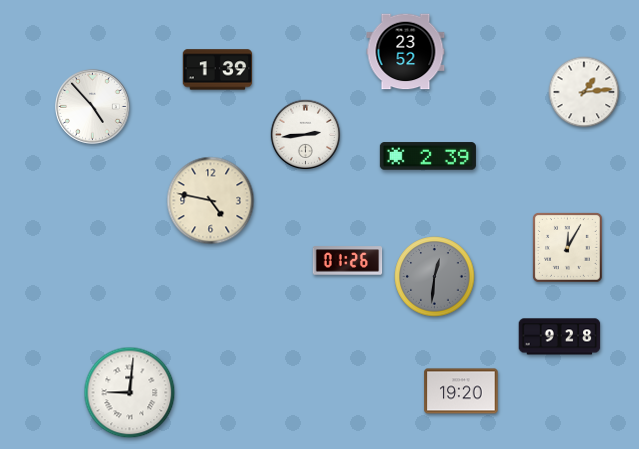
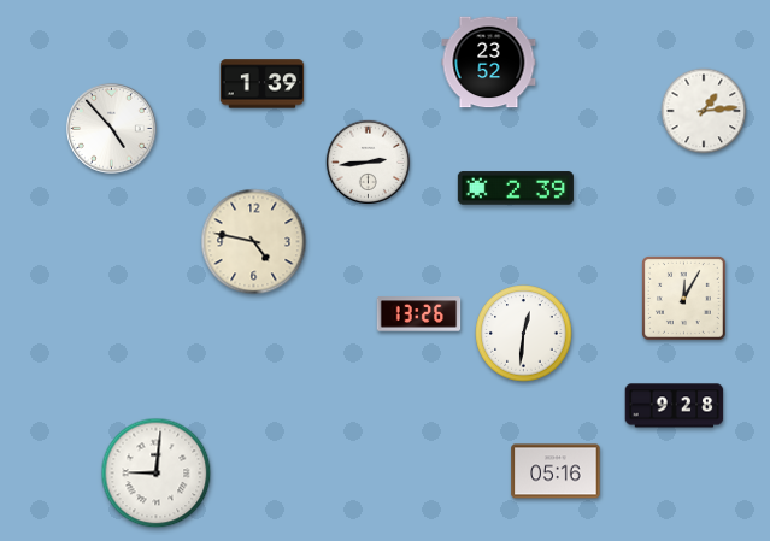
clock at (348, 261): 01:26 -> 13:26
clock at (435, 277) dial: grey -> white
clock at (461, 391): 19:20 -> 05:16
